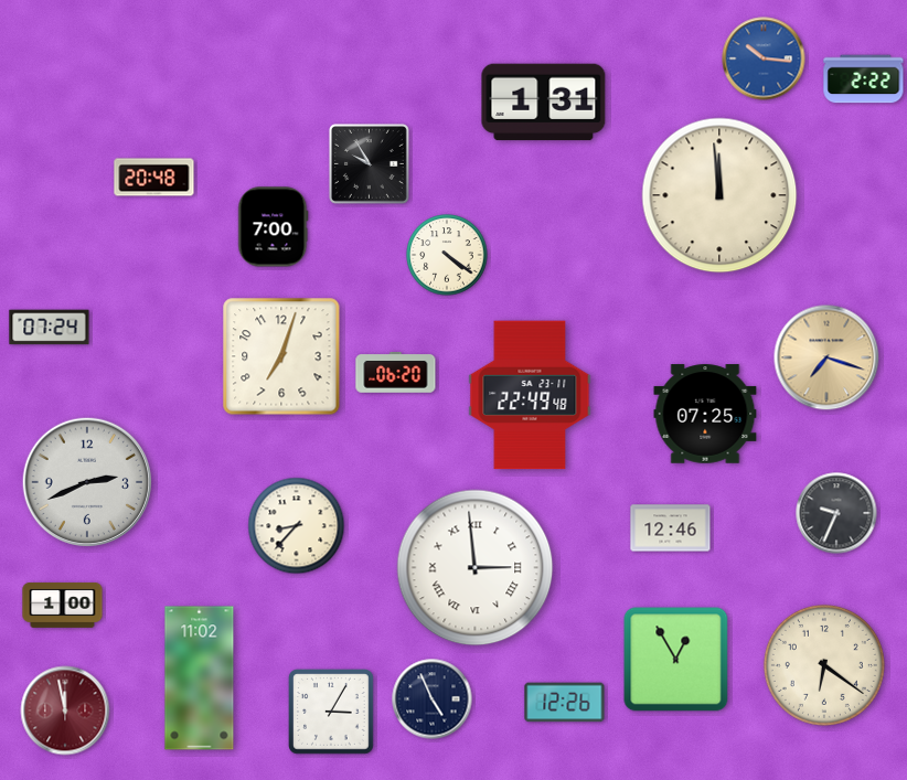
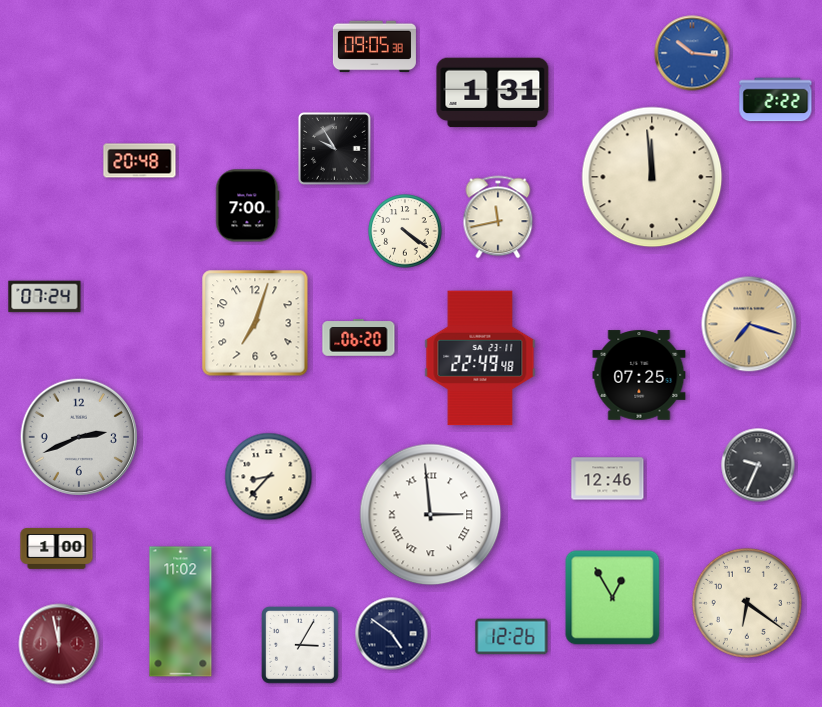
clock at (374, 47): none -> 09:05
clock at (864, 79) position: (864, 79) -> (776, 100)
clock at (498, 217): none -> 11:43
clock at (200, 679) position: (200, 679) -> (181, 612)
clock at (433, 699): 4:56 -> 4:51
